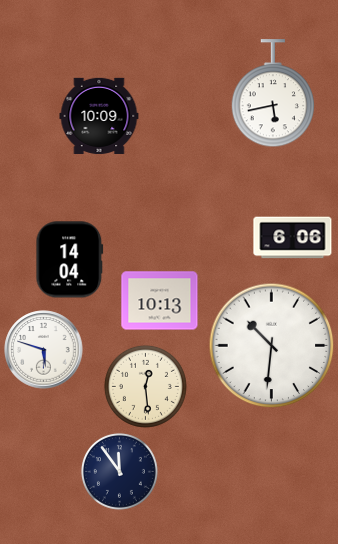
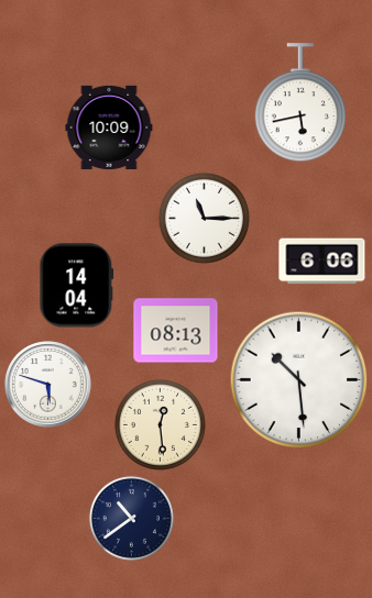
clock at (204, 218): none -> 11:15
clock at (160, 301): 10:13 -> 08:13
clock at (272, 346): 10:31 -> 10:29
clock at (119, 471): 11:54 -> 10:39
